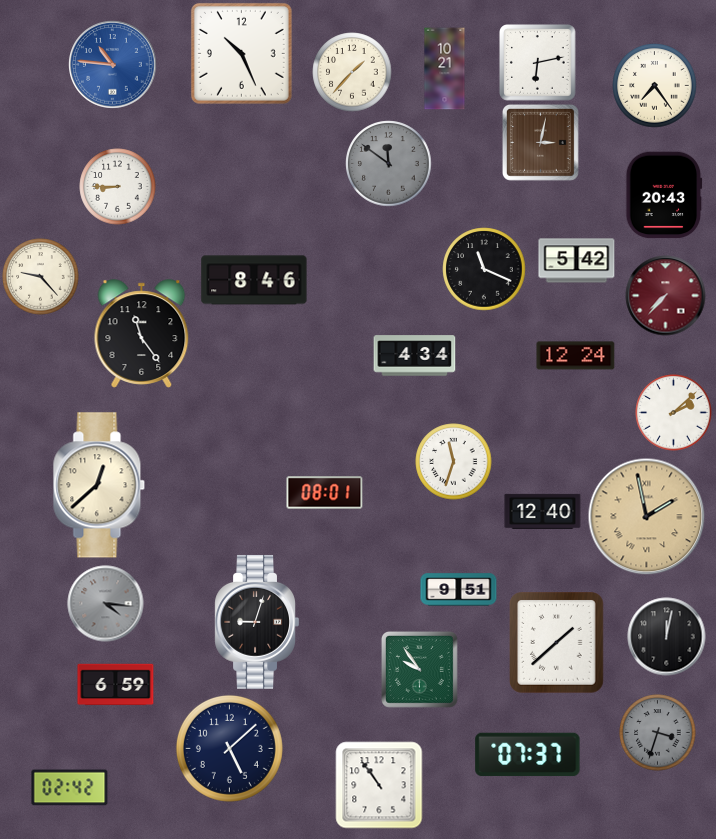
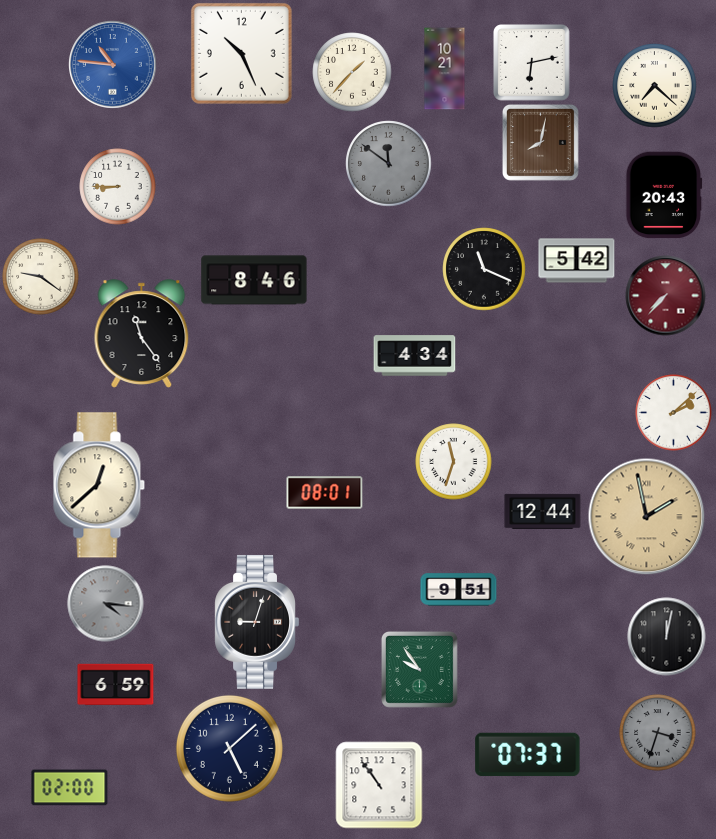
clock at (538, 63) position: (538, 63) -> (532, 63)
clock at (655, 86): 7:24 -> 7:22
clock at (540, 142): 3:02 -> 8:02
clock at (41, 277): 9:23 -> 9:21
clock at (576, 356): 12:24 -> none
clock at (543, 511): 12:40 -> 12:44
clock at (557, 643): 1:38 -> none
clock at (70, 788): 02:42 -> 02:00
